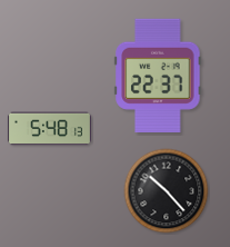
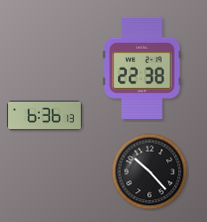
clock at (158, 76): 22:37 -> 22:38
clock at (49, 129): 5:48 -> 6:36
